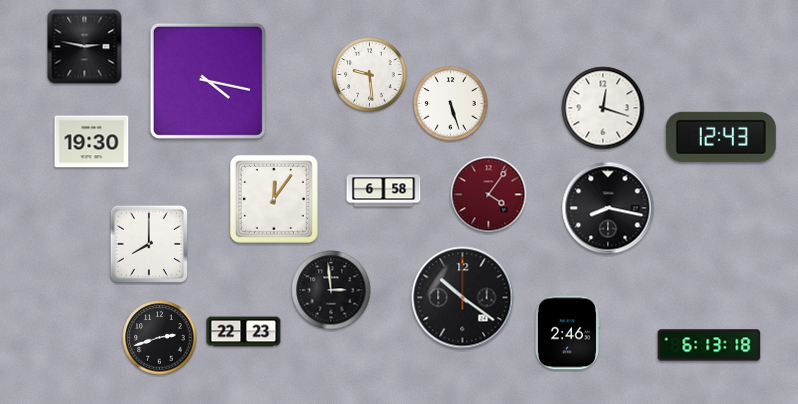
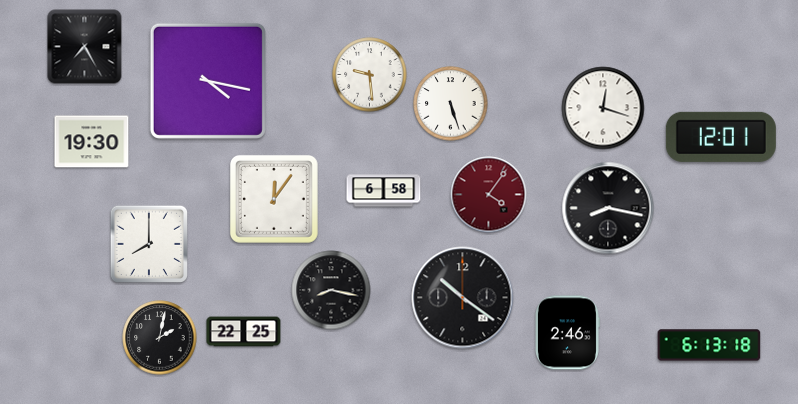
clock at (85, 47): 2:47 -> 7:25
clock at (721, 137): 12:43 -> 12:01
clock at (331, 290): 2:59 -> 8:17
clock at (244, 332): 22:23 -> 22:25
clock at (160, 338): 2:42 -> 2:02
